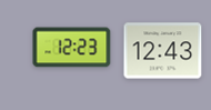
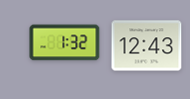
clock at (72, 48): 12:23 -> 1:32
